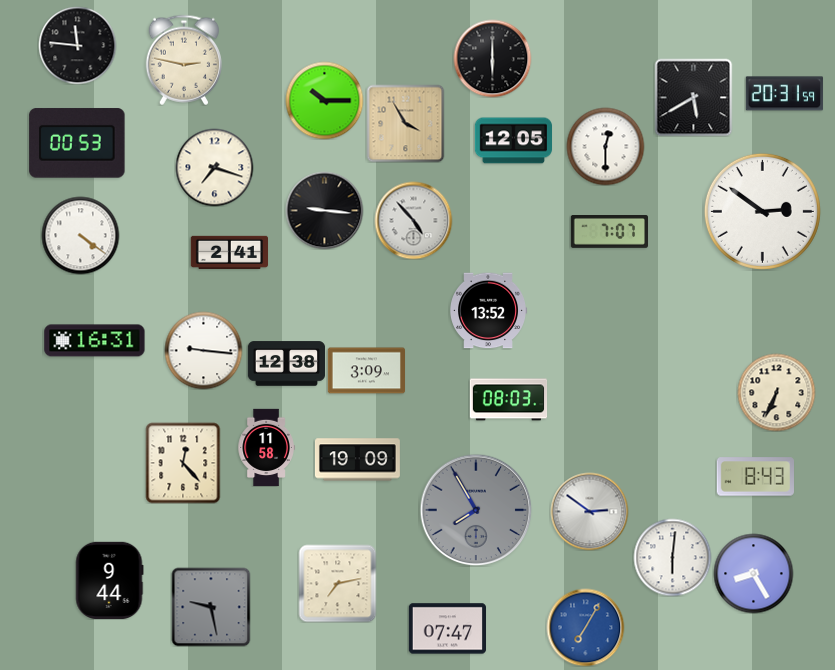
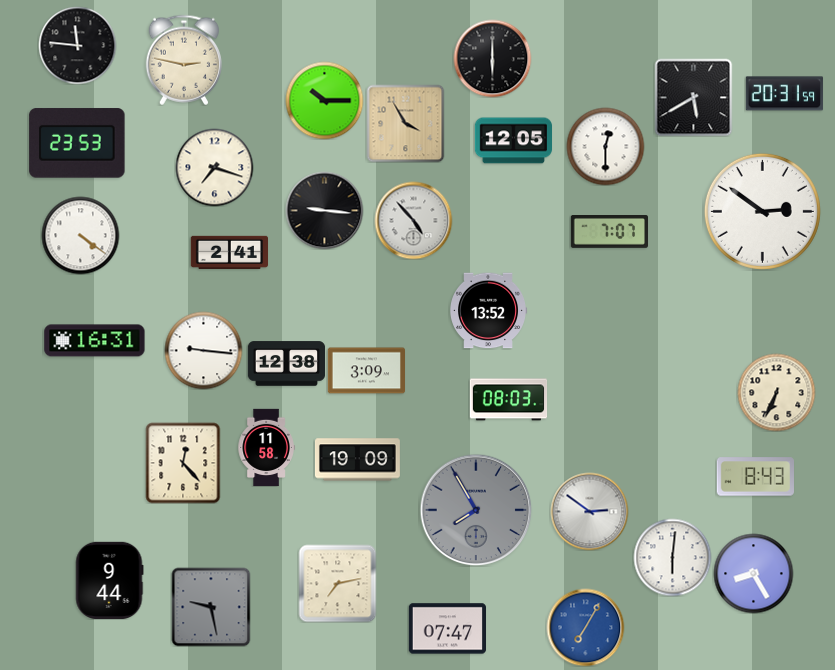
clock at (77, 143): 00:53 -> 23:53
